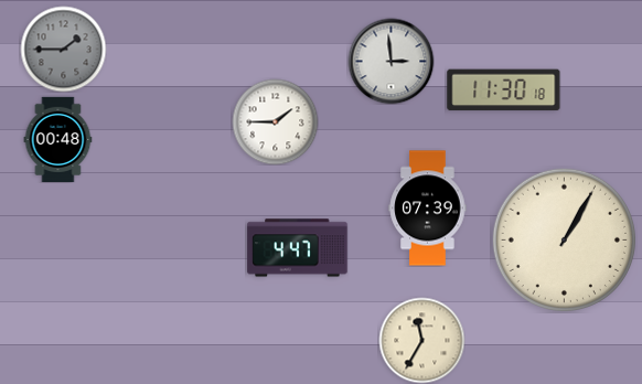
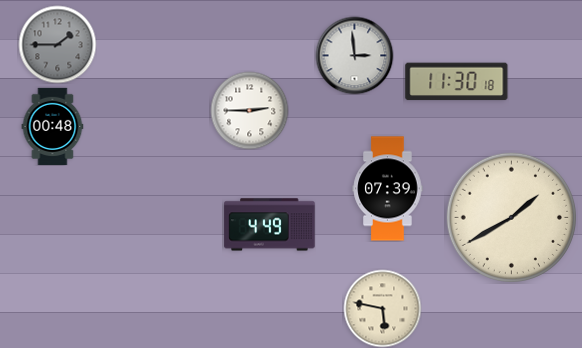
clock at (275, 121): 1:45 -> 2:45
clock at (564, 239): 1:05 -> 1:40
clock at (298, 248): 4:47 -> 4:49
clock at (421, 340): 11:35 -> 5:47
